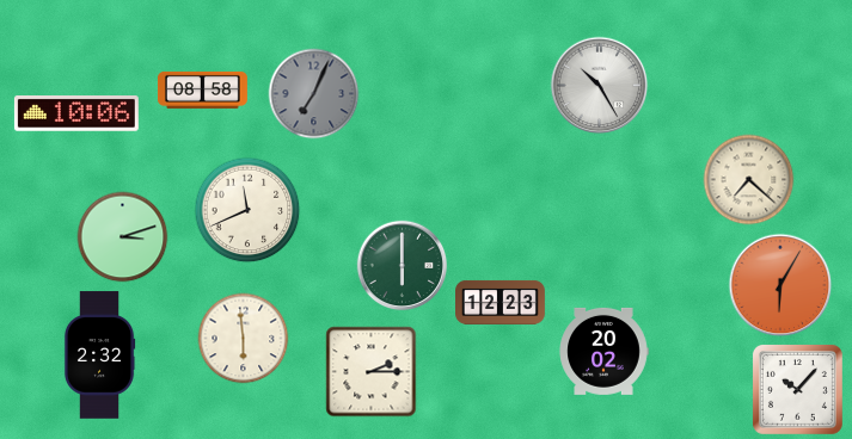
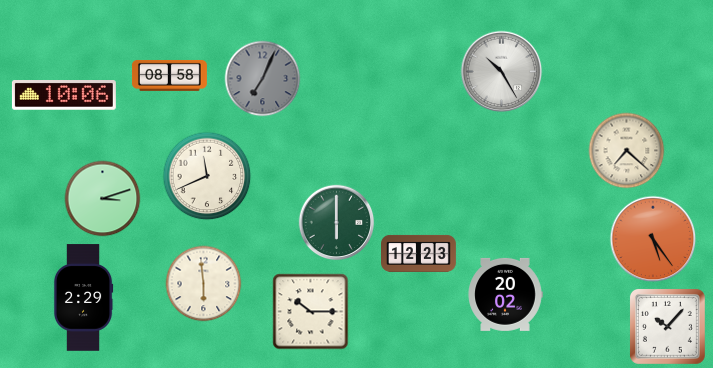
clock at (780, 285): 6:05 -> 5:24
clock at (99, 355): 2:32 -> 2:29
clock at (372, 372): 2:15 -> 10:15
